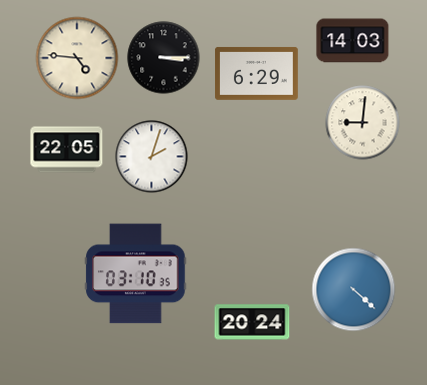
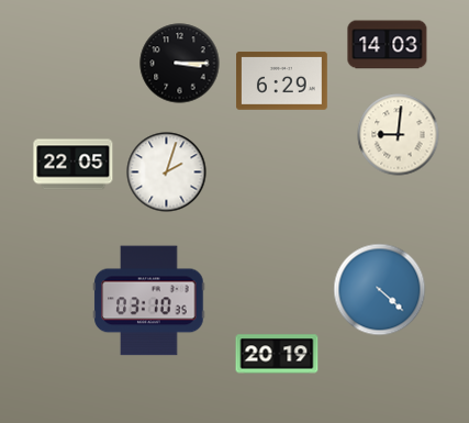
clock at (77, 58): 4:46 -> none
clock at (354, 290) position: (354, 290) -> (380, 290)
clock at (252, 322): 20:24 -> 20:19
